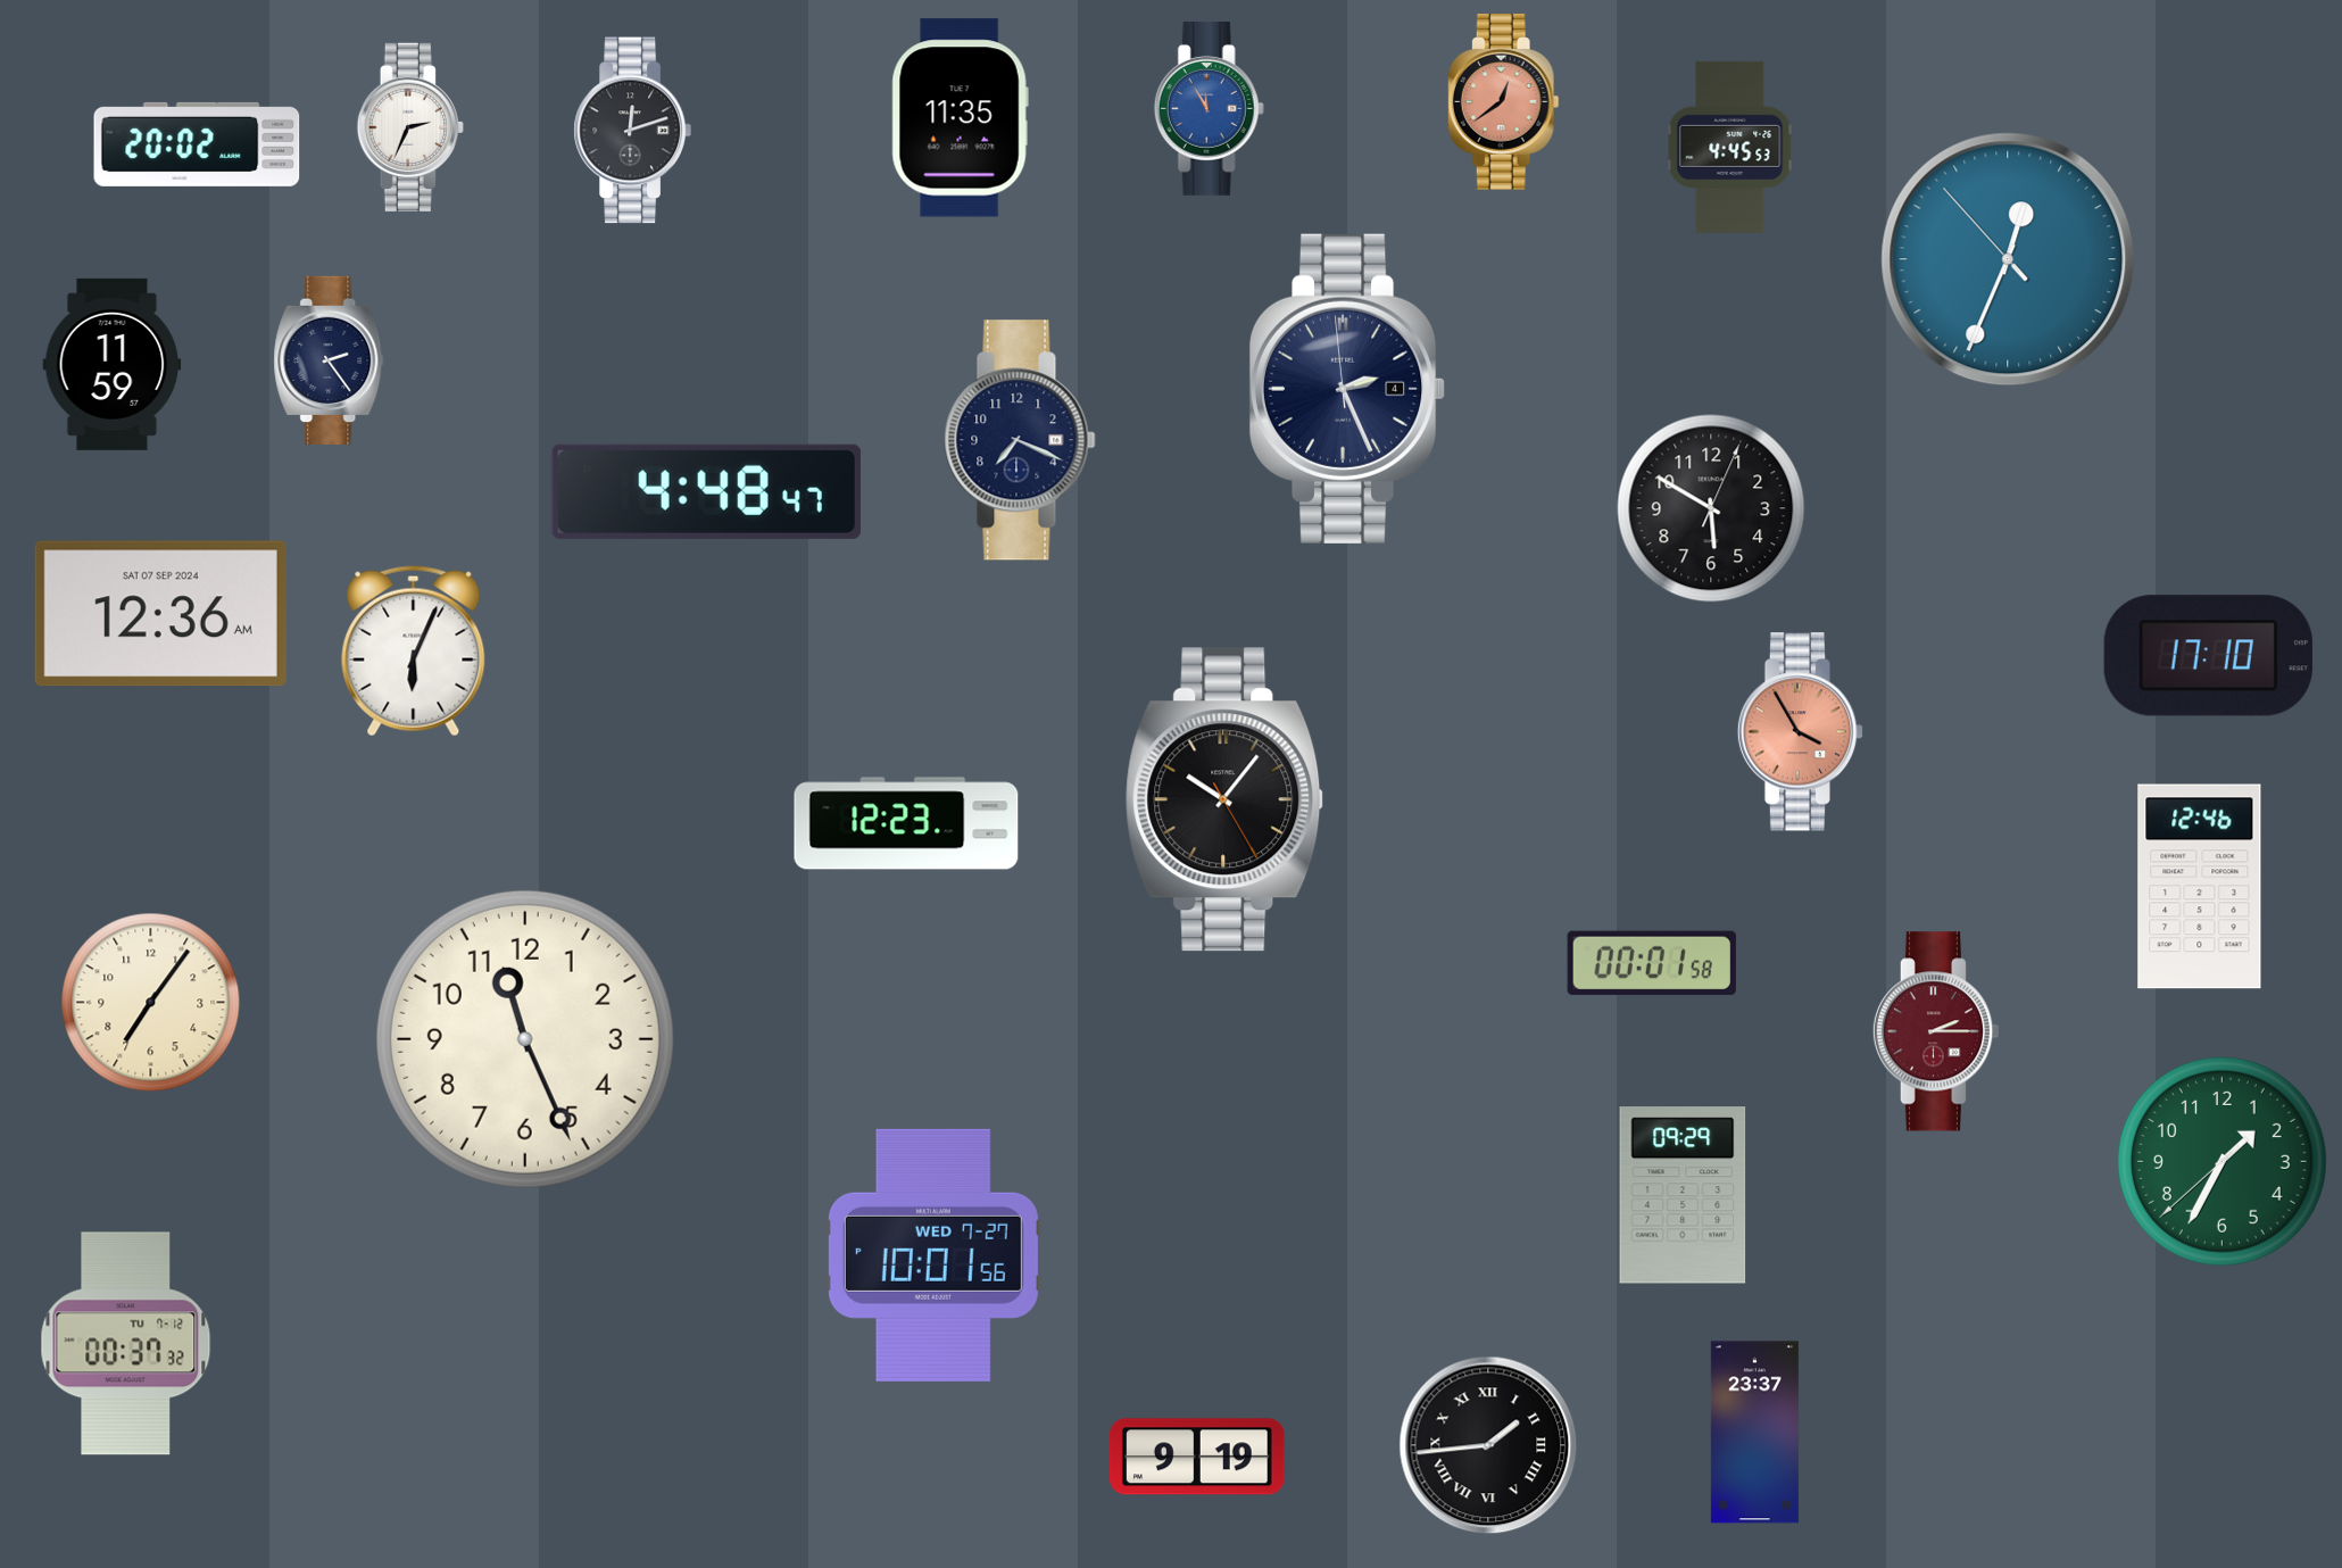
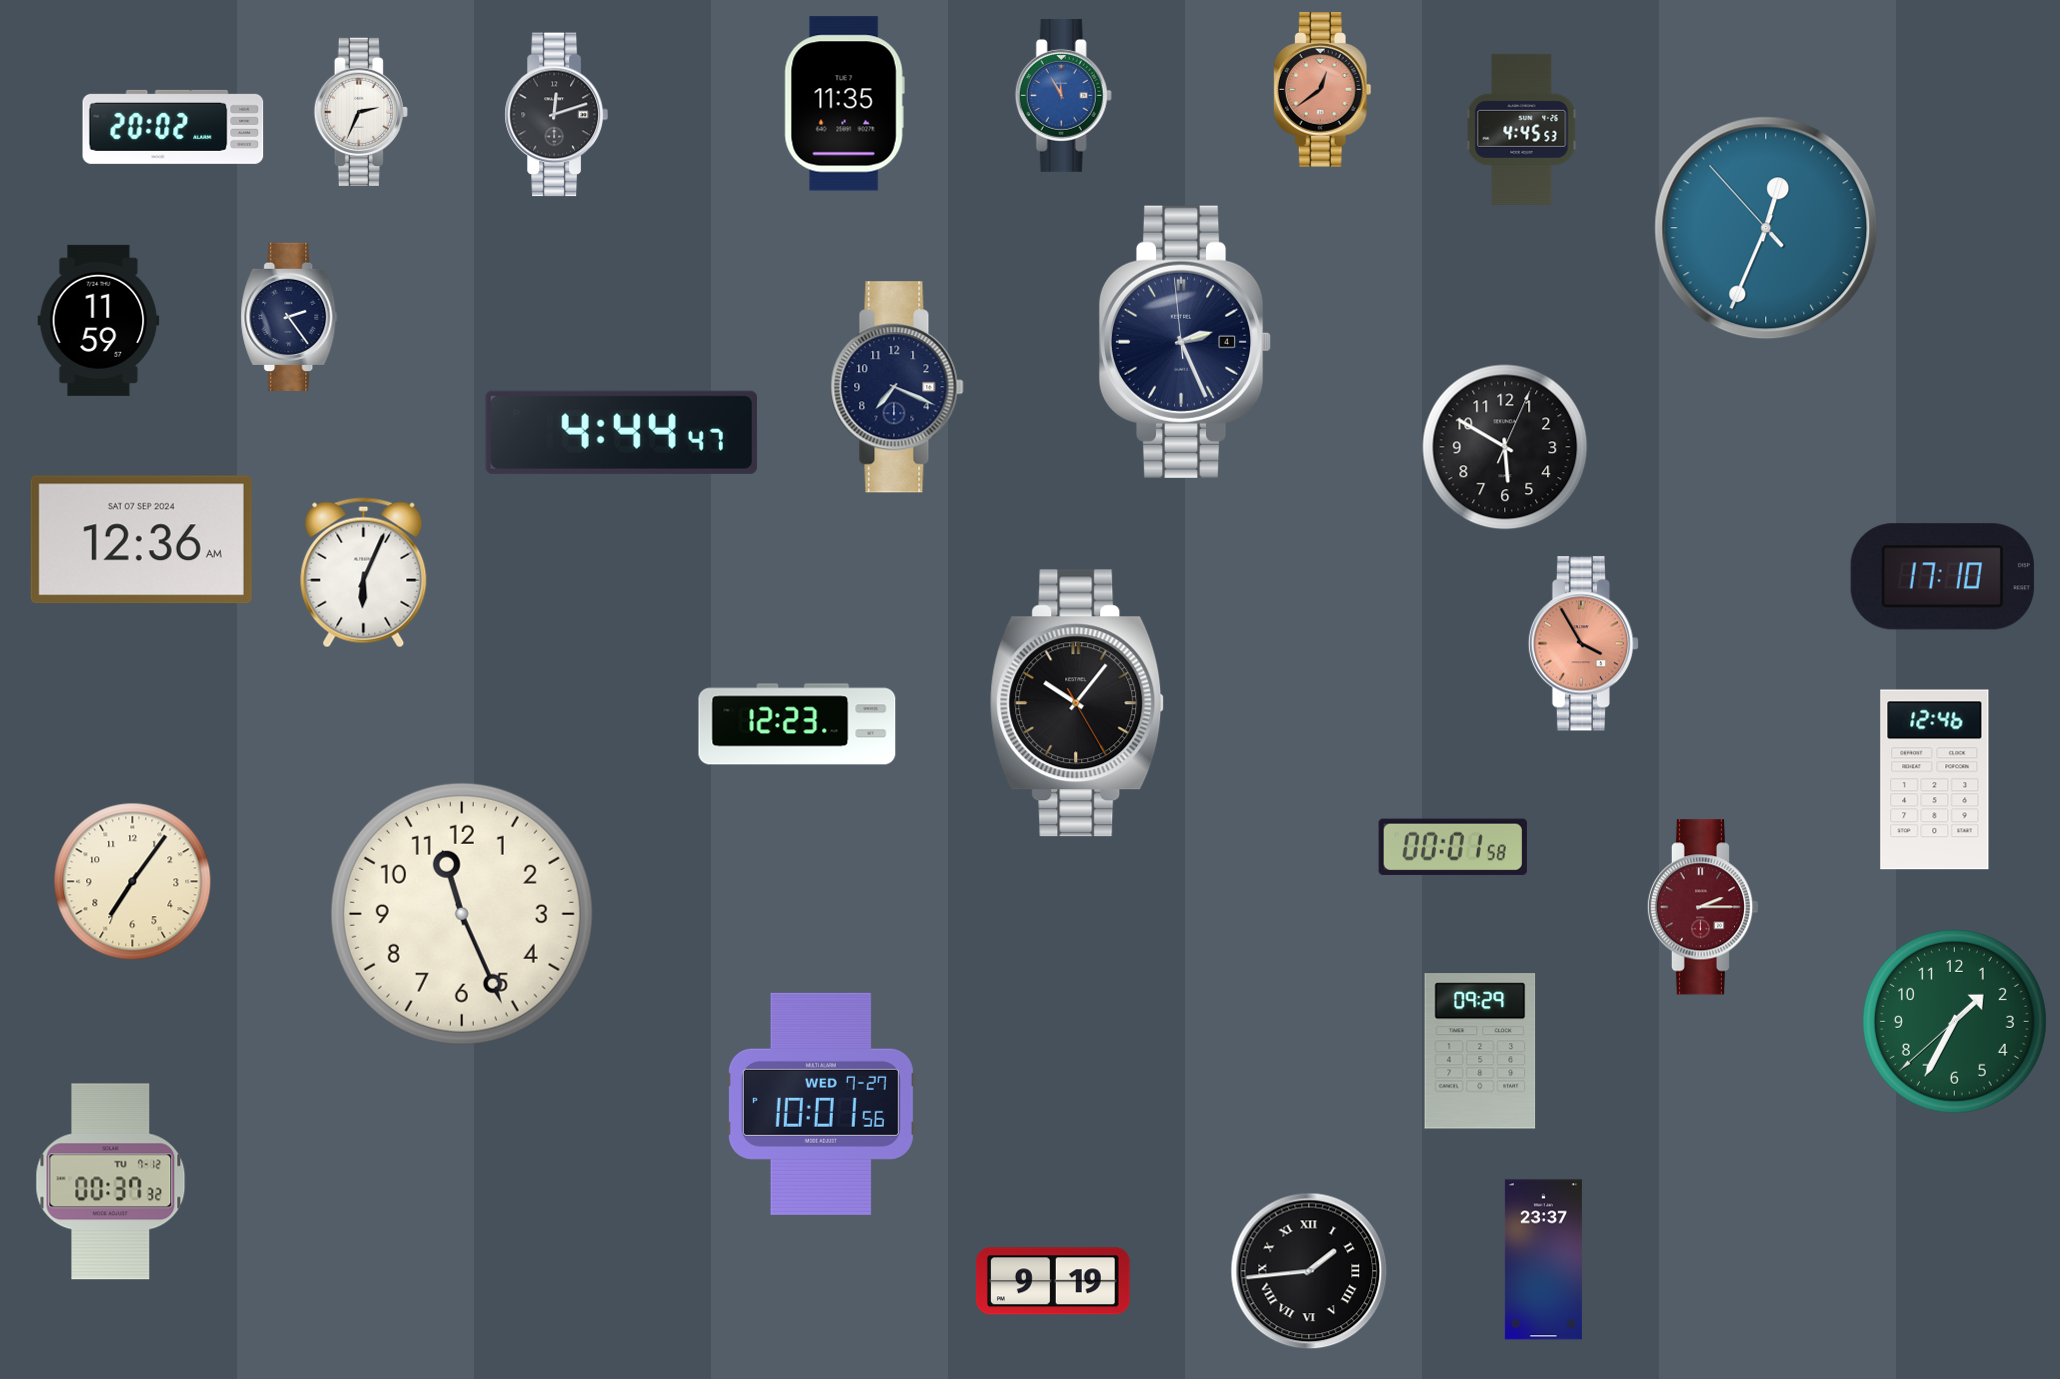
clock at (706, 491): 4:48 -> 4:44
